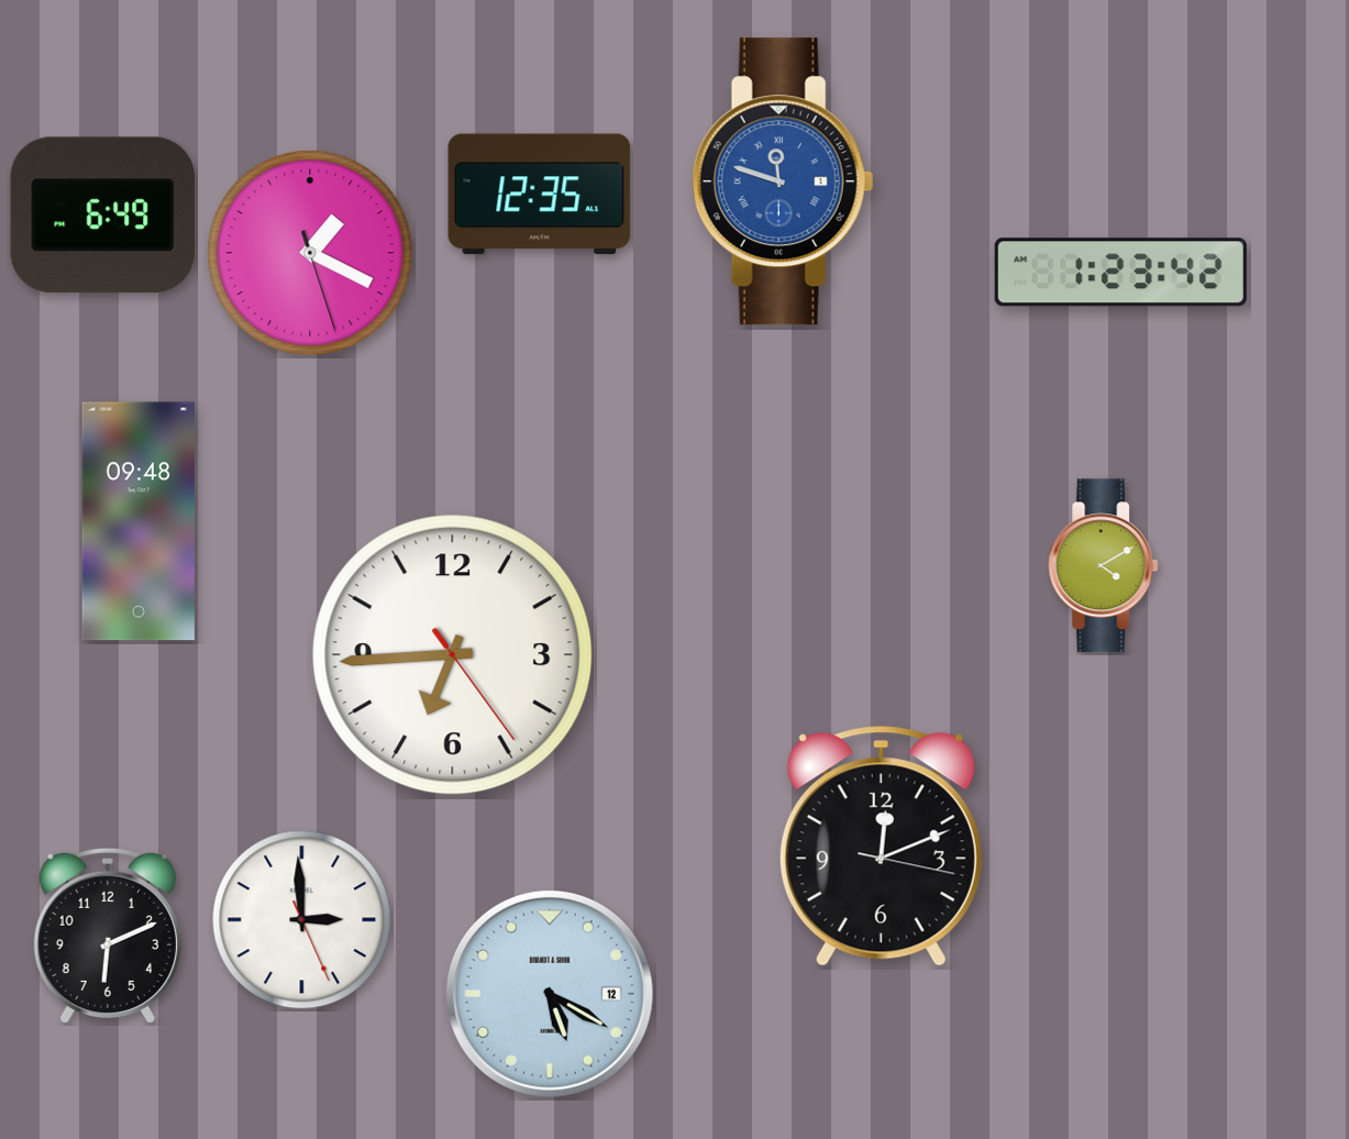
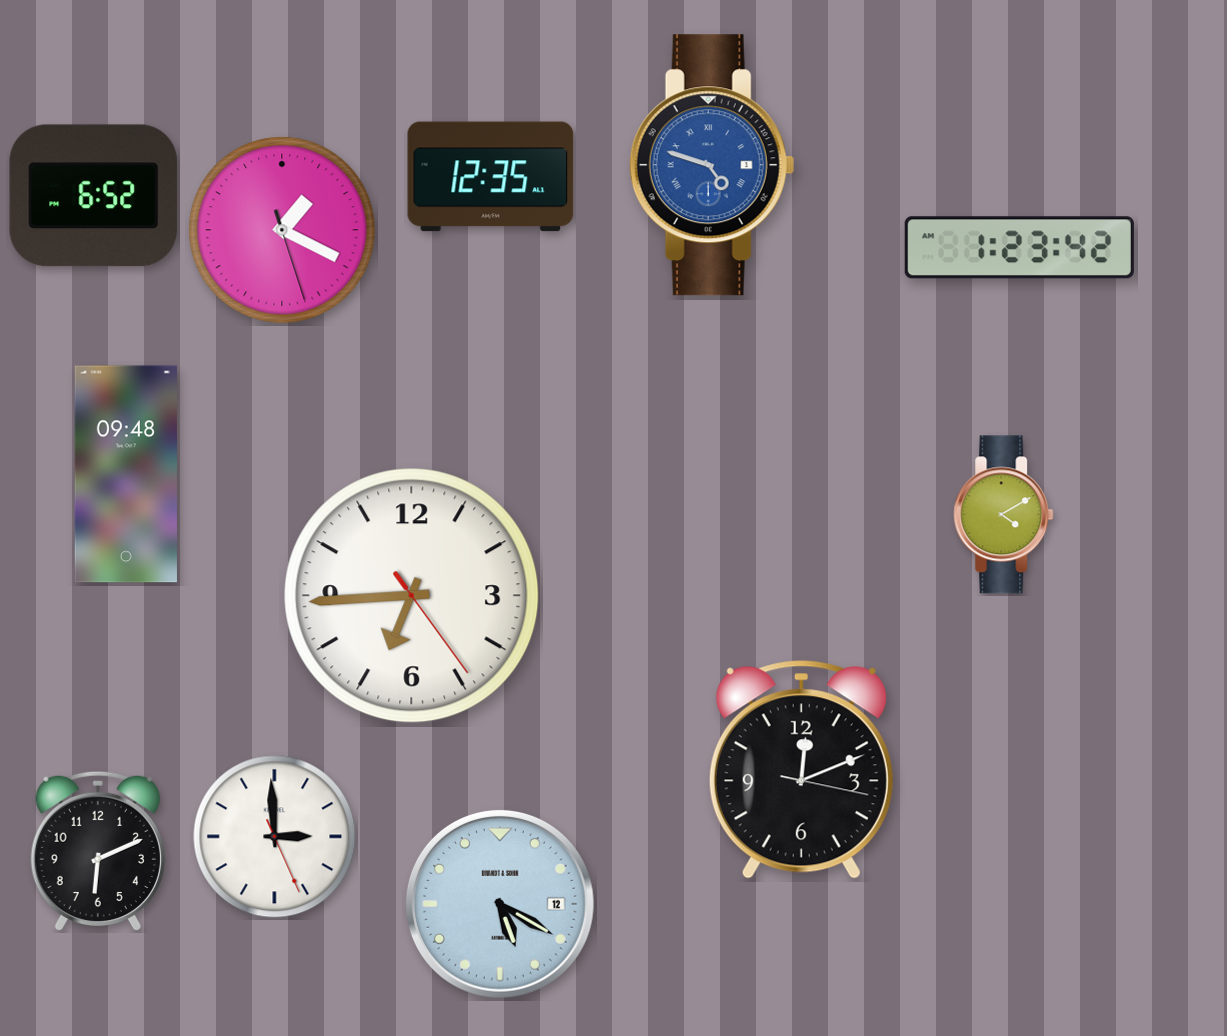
clock at (783, 181): 11:48 -> 4:48
clock at (103, 215): 6:49 -> 6:52
